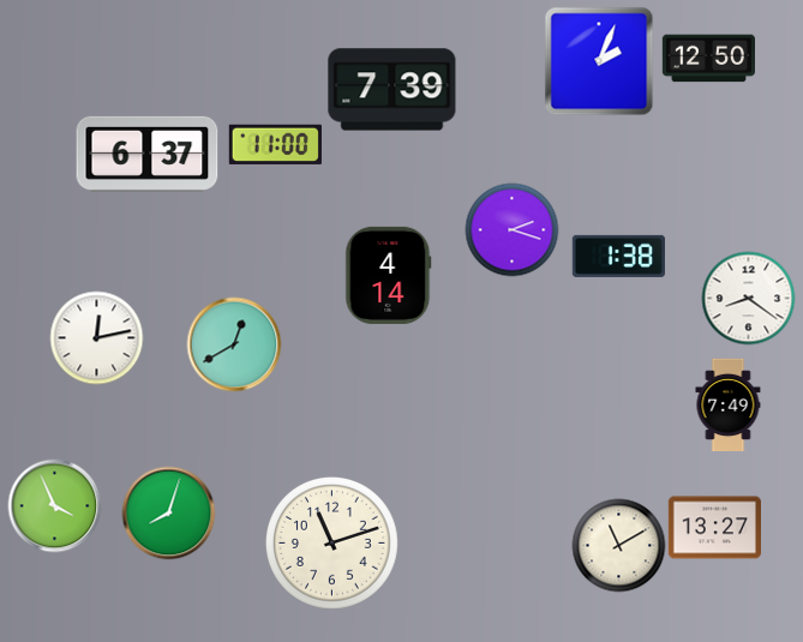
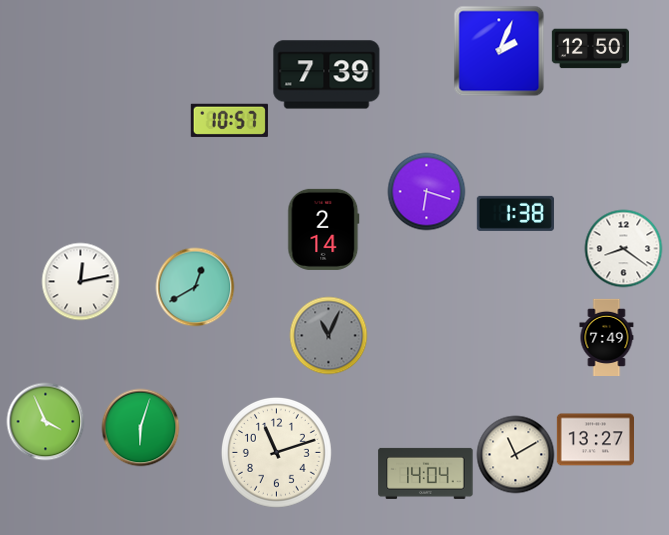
clock at (275, 144): 11:00 -> 10:57
clock at (148, 154): 6:37 -> none
clock at (511, 229): 2:18 -> 6:18
clock at (389, 275): 4:14 -> 2:14
clock at (328, 335): none -> 11:04
clock at (168, 512): 8:03 -> 6:03
clock at (426, 473): none -> 14:04
